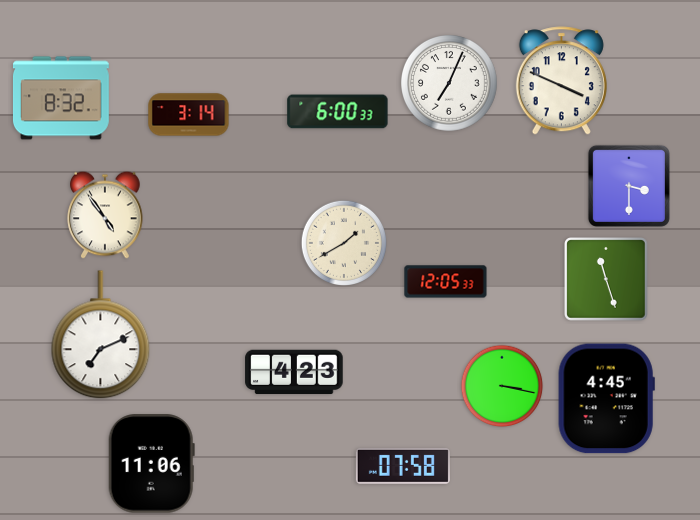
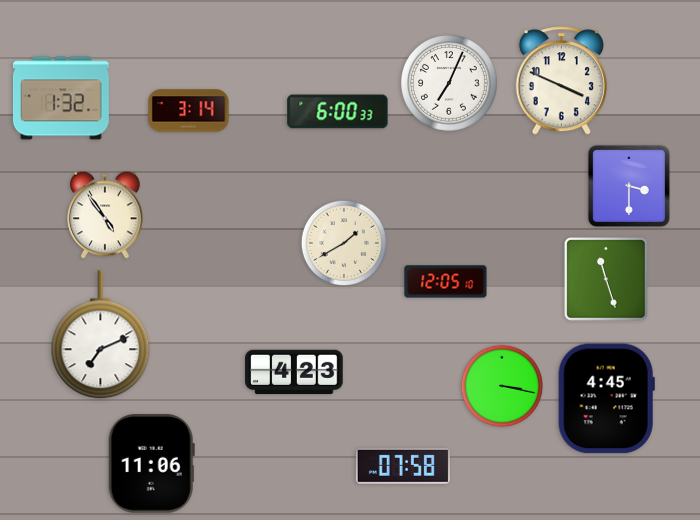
clock at (61, 98): 8:32 -> 1:32
clock at (189, 115) position: (189, 115) -> (189, 111)
clock at (446, 282): 12:05:33 -> 12:05:10
